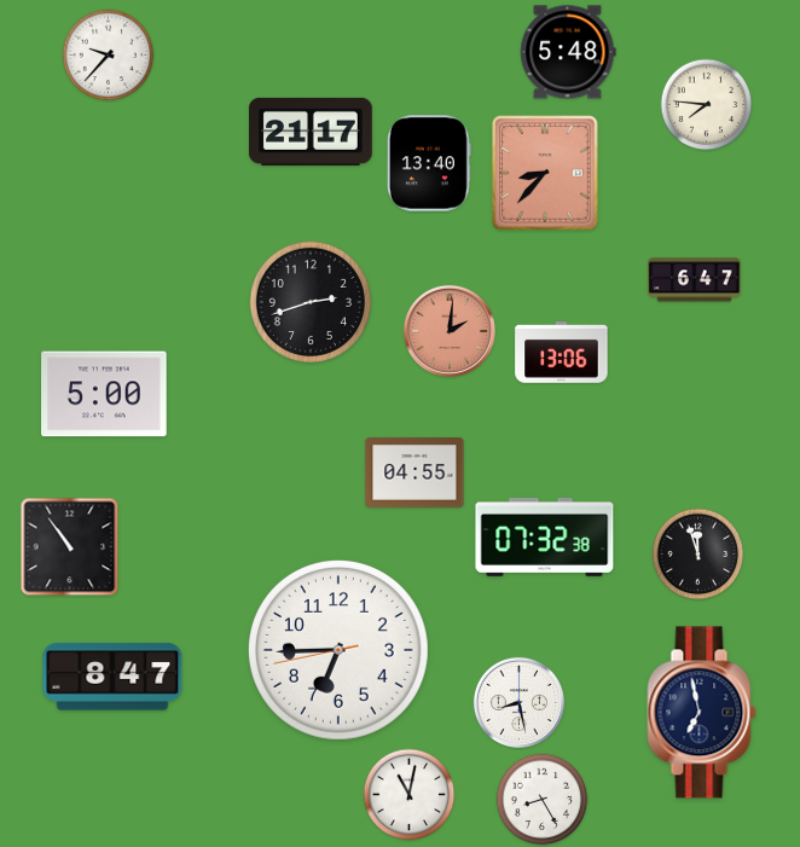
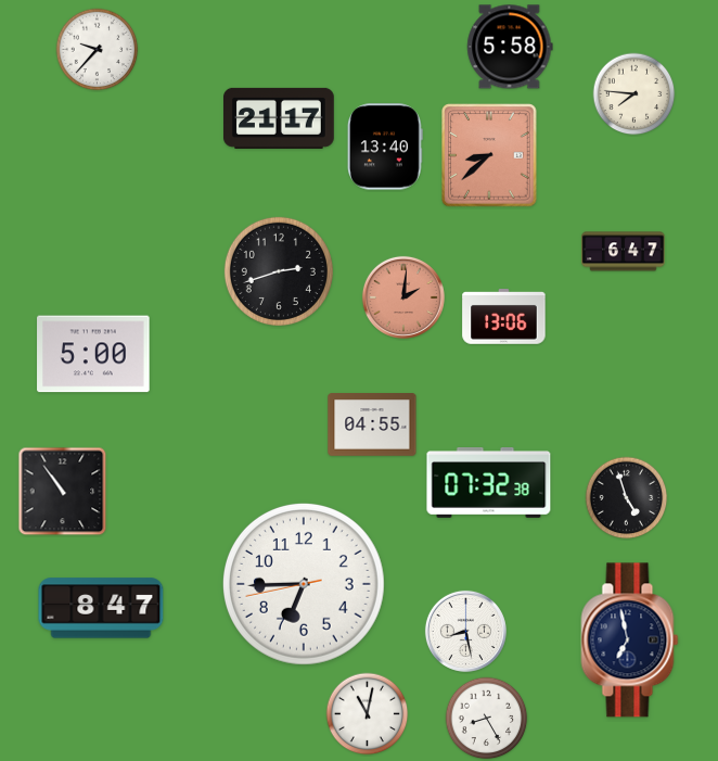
clock at (568, 52): 5:48 -> 5:58
clock at (545, 173): 8:37 -> 8:38
clock at (698, 555): 11:57 -> 4:57
